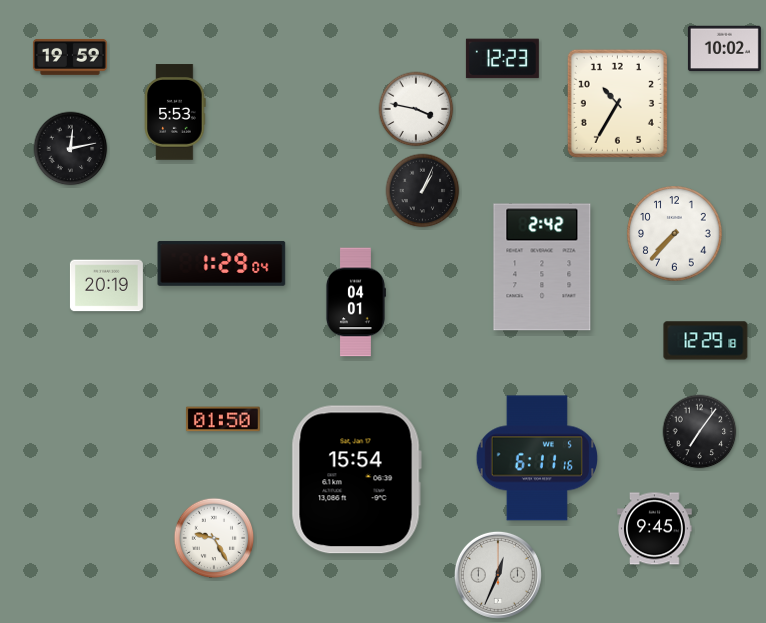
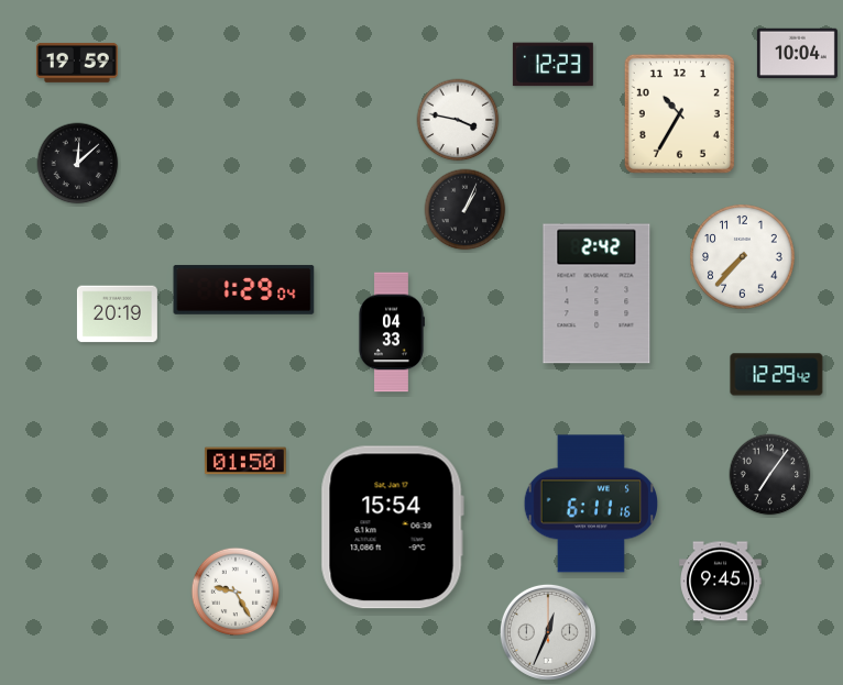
clock at (724, 49): 10:02 -> 10:04
clock at (175, 112): 5:53 -> none
clock at (71, 149): 12:13 -> 12:08
clock at (355, 302): 04:01 -> 04:33
clock at (706, 341): 12:29:18 -> 12:29:42
